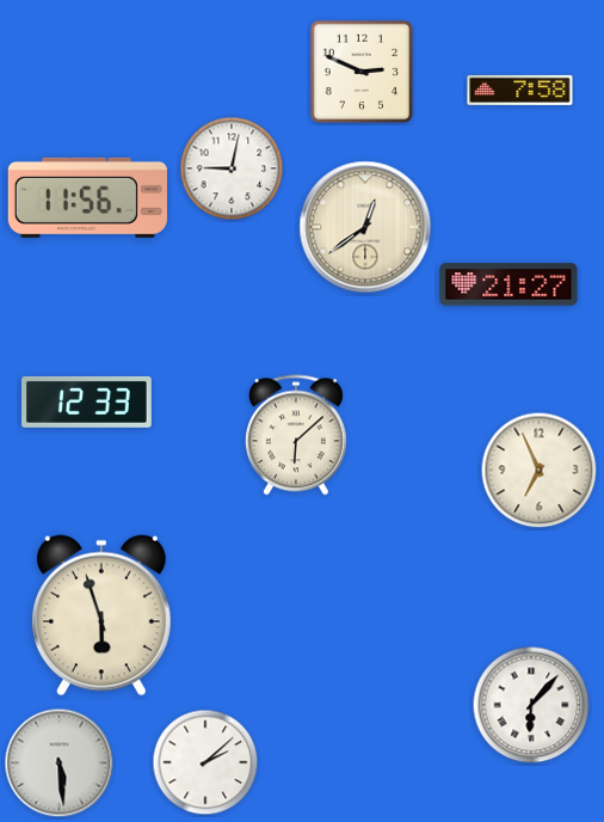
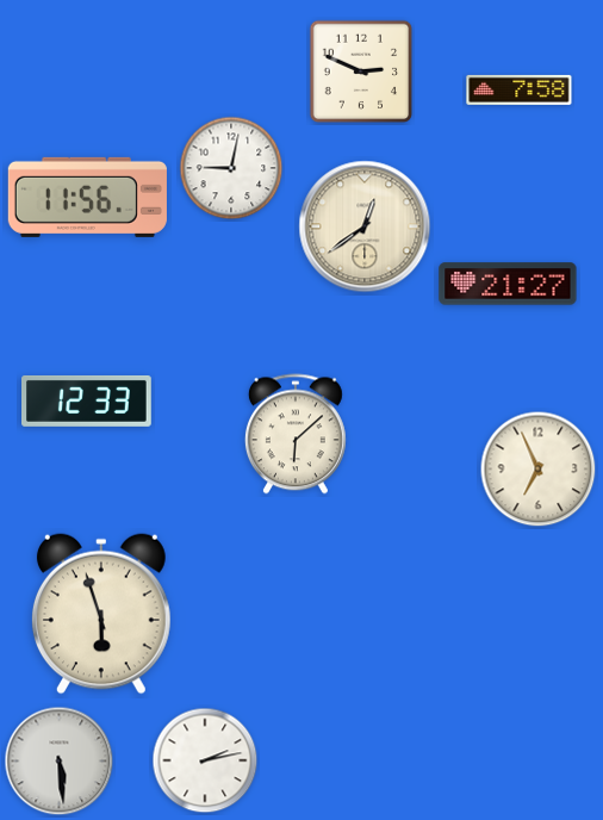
clock at (531, 705): 6:07 -> none
clock at (205, 762): 2:08 -> 2:13
